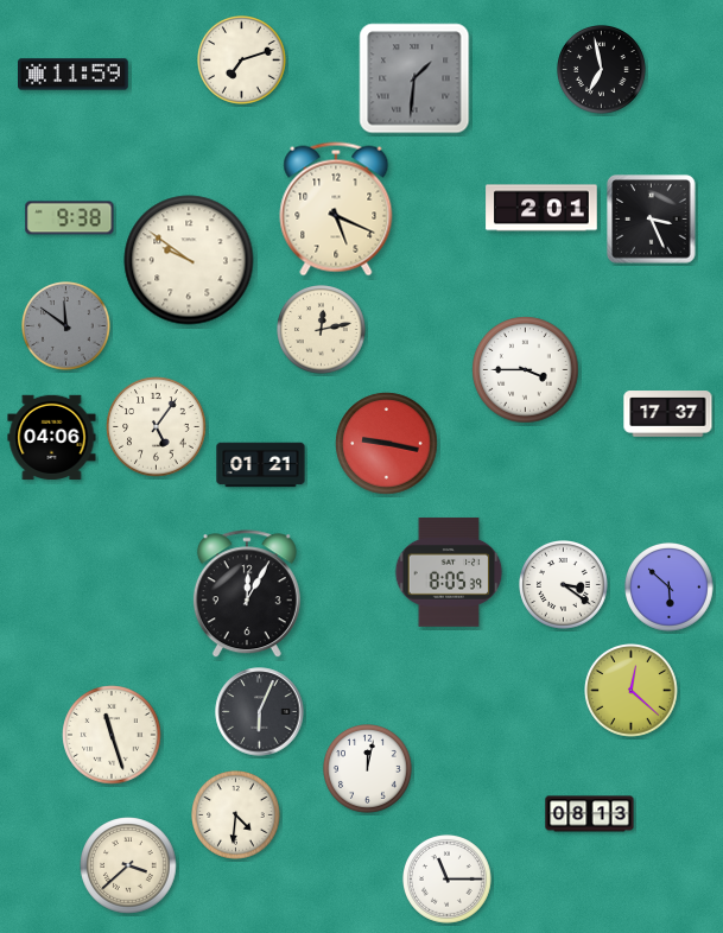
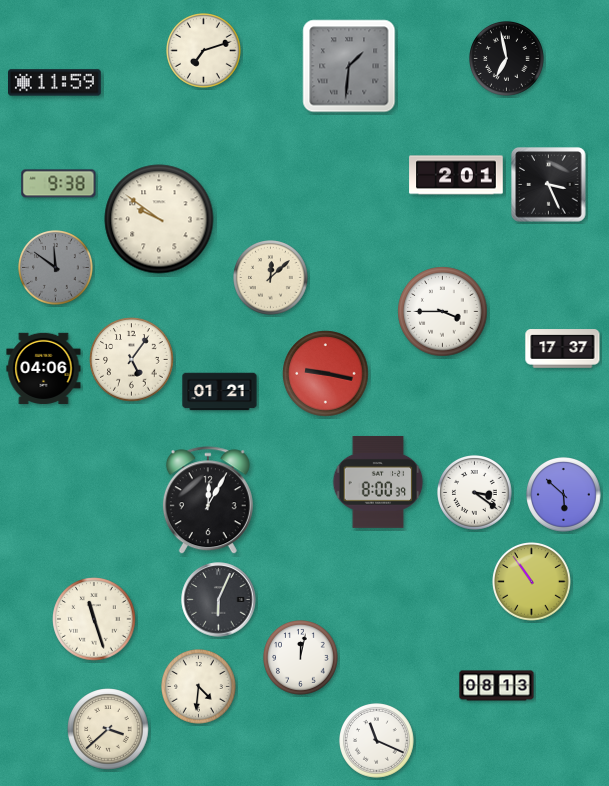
clock at (74, 75) position: (74, 75) -> (55, 83)
clock at (336, 209): 5:19 -> none
clock at (66, 326) position: (66, 326) -> (56, 268)
clock at (322, 330): 12:13 -> 12:08
clock at (449, 572): 8:05 -> 8:00
clock at (632, 691): 12:22 -> 10:54
clock at (368, 769) position: (368, 769) -> (301, 658)
clock at (448, 880): 11:15 -> 11:19
